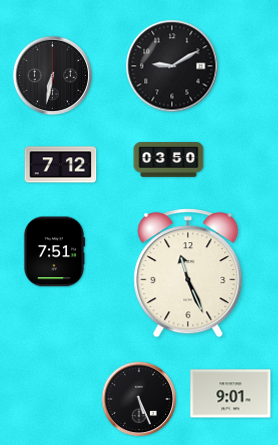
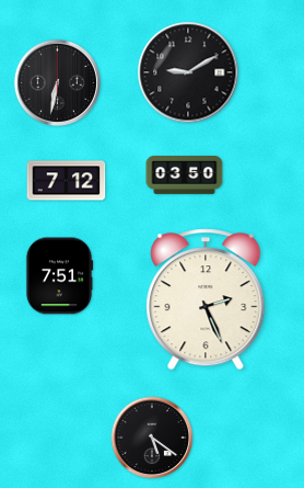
clock at (188, 273): 11:26 -> 2:26
clock at (231, 394): 9:01 -> none
clock at (139, 399): 5:26 -> 5:21
